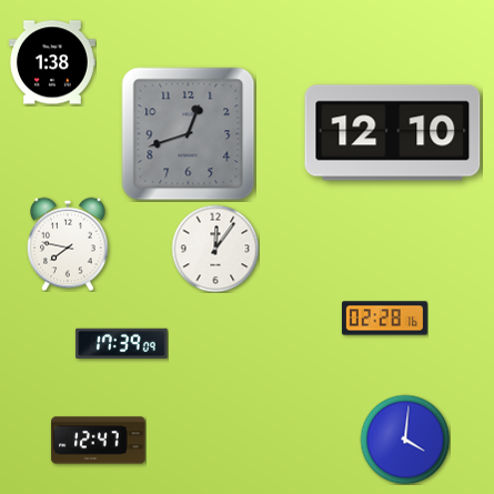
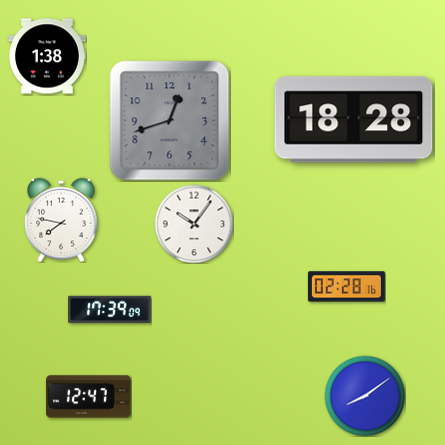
clock at (393, 133): 12:10 -> 18:28
clock at (215, 249): 12:06 -> 10:06
clock at (405, 440): 4:01 -> 8:09
